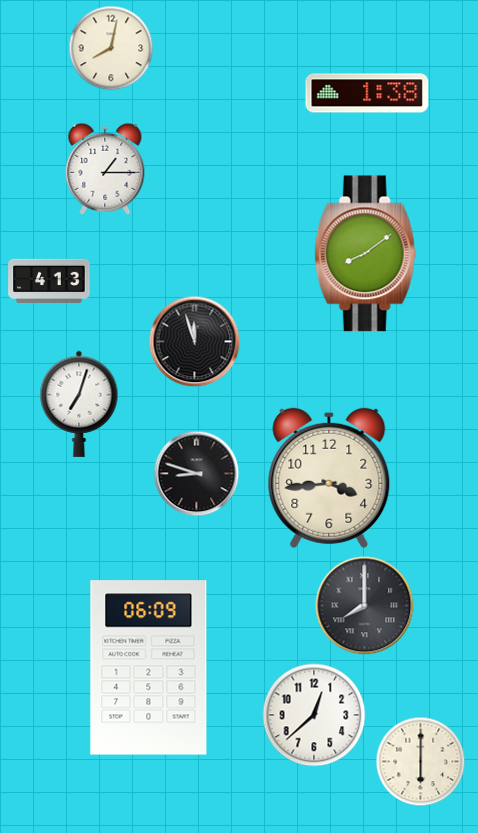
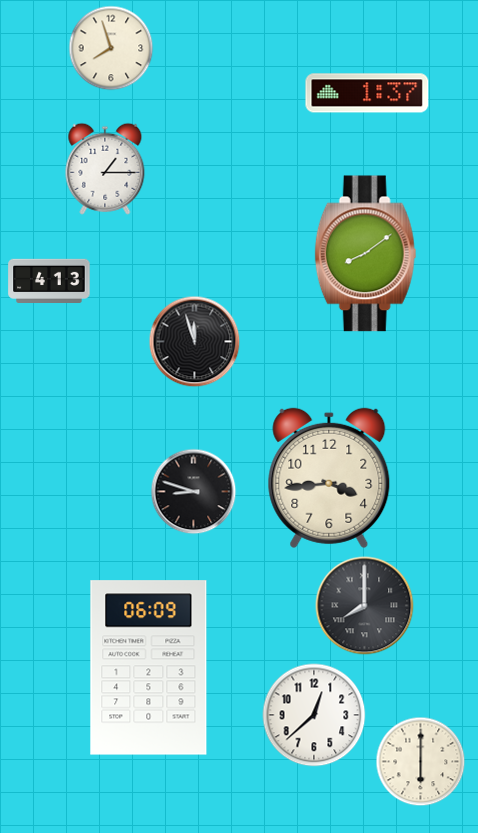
clock at (111, 48): 8:02 -> 7:57
clock at (367, 93): 1:38 -> 1:37
clock at (79, 404): 7:03 -> none
clock at (197, 474) position: (197, 474) -> (194, 492)
